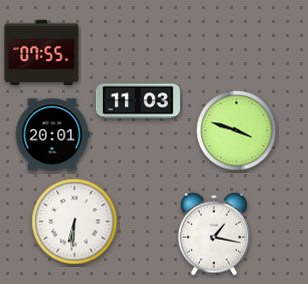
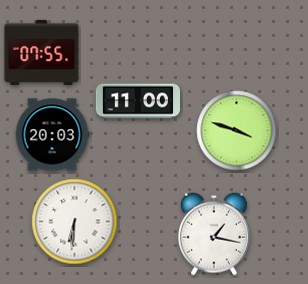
clock at (137, 101): 11:03 -> 11:00
clock at (52, 135): 20:01 -> 20:03
